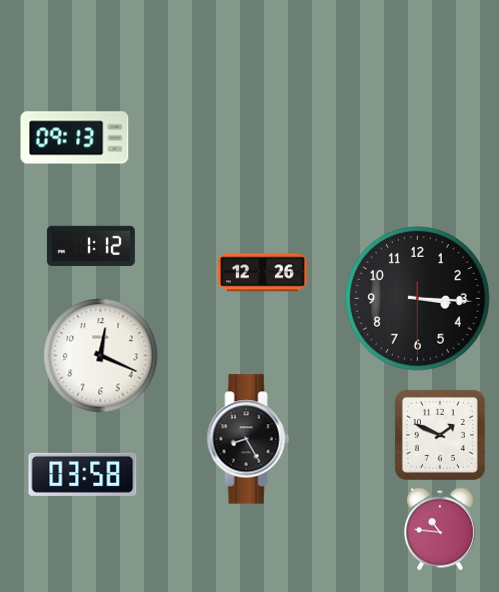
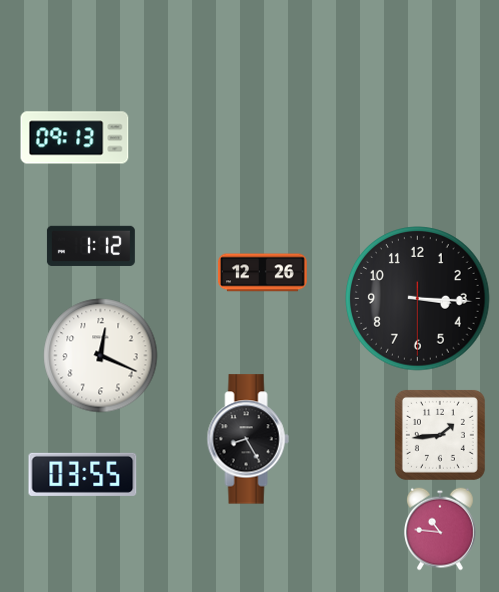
clock at (440, 435): 1:49 -> 1:44
clock at (83, 474): 03:58 -> 03:55
